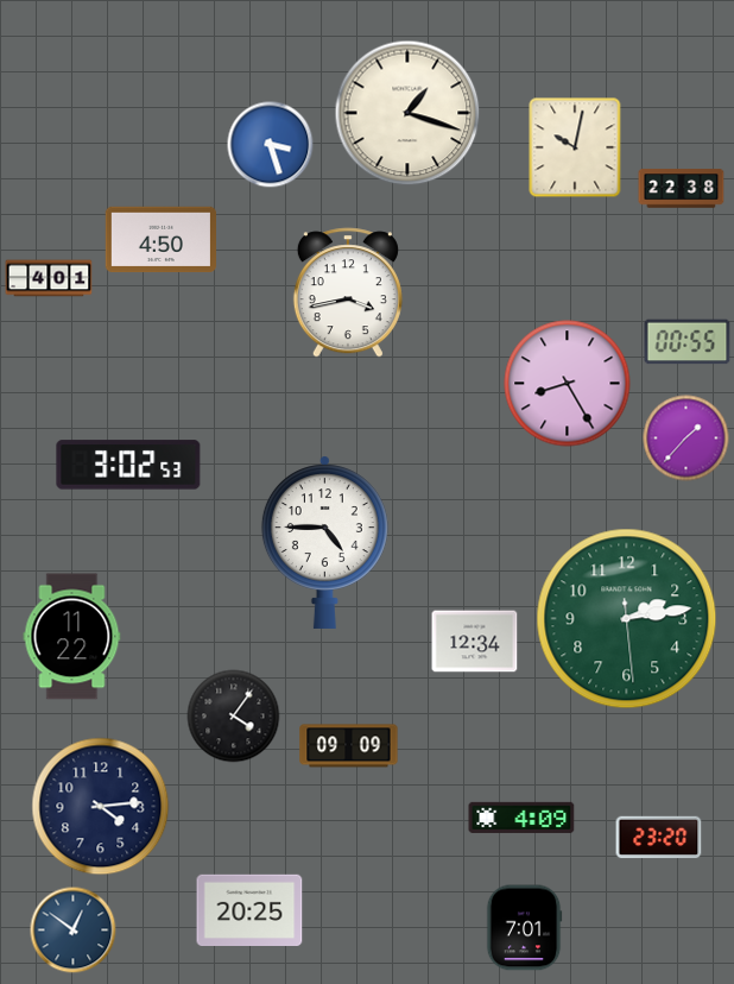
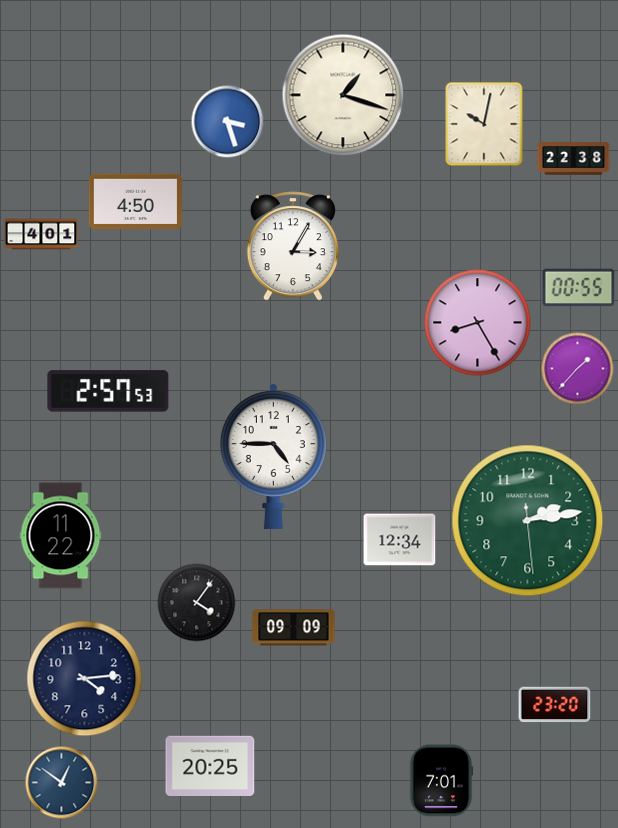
clock at (348, 292): 3:43 -> 3:05
clock at (128, 465): 3:02 -> 2:57
clock at (521, 818): 4:09 -> none
